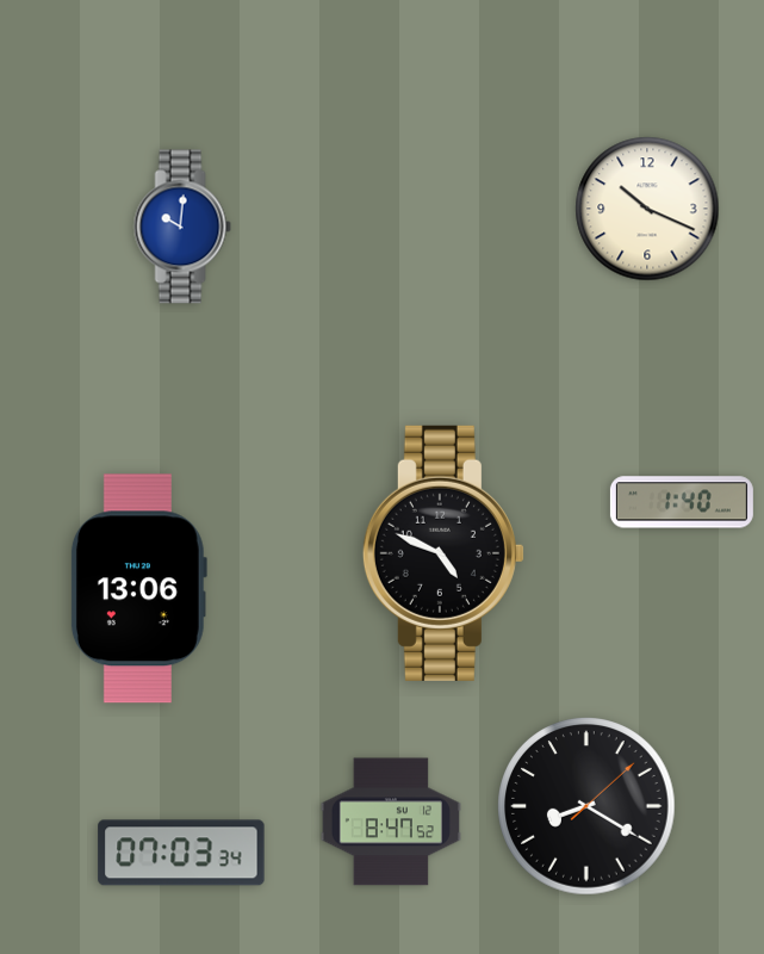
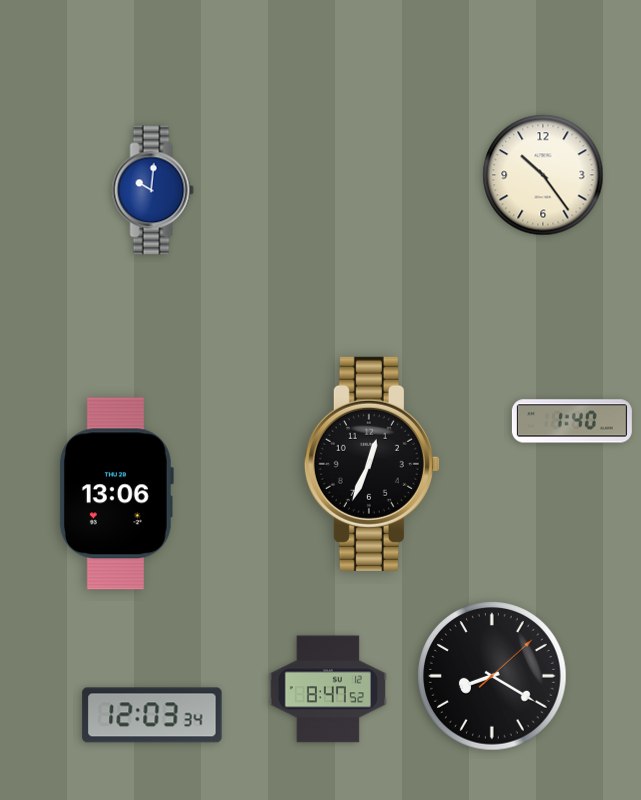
clock at (647, 209): 10:19 -> 10:24
clock at (443, 553): 4:49 -> 12:34
clock at (181, 853): 07:03 -> 12:03
